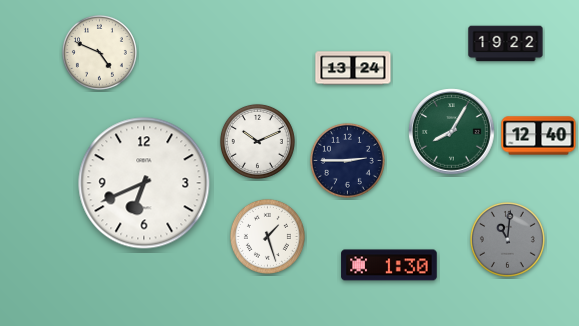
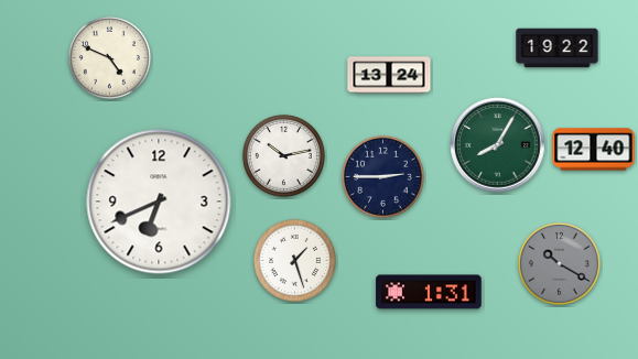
clock at (257, 141): 10:11 -> 10:13
clock at (507, 239): 11:01 -> 10:20
clock at (389, 265): 1:30 -> 1:31
